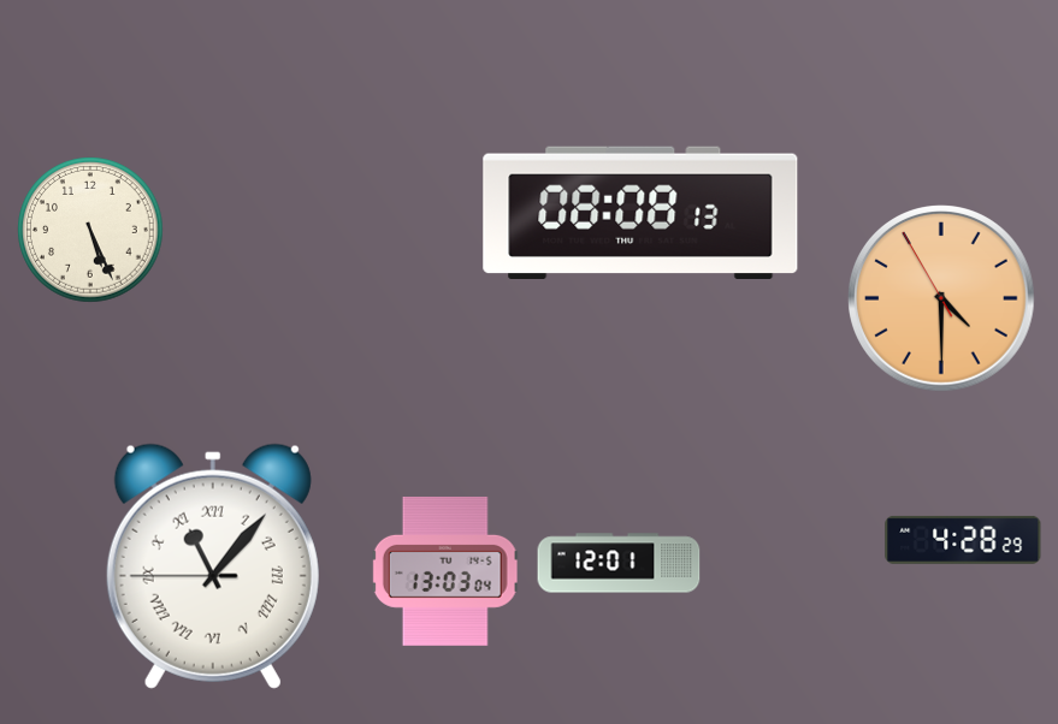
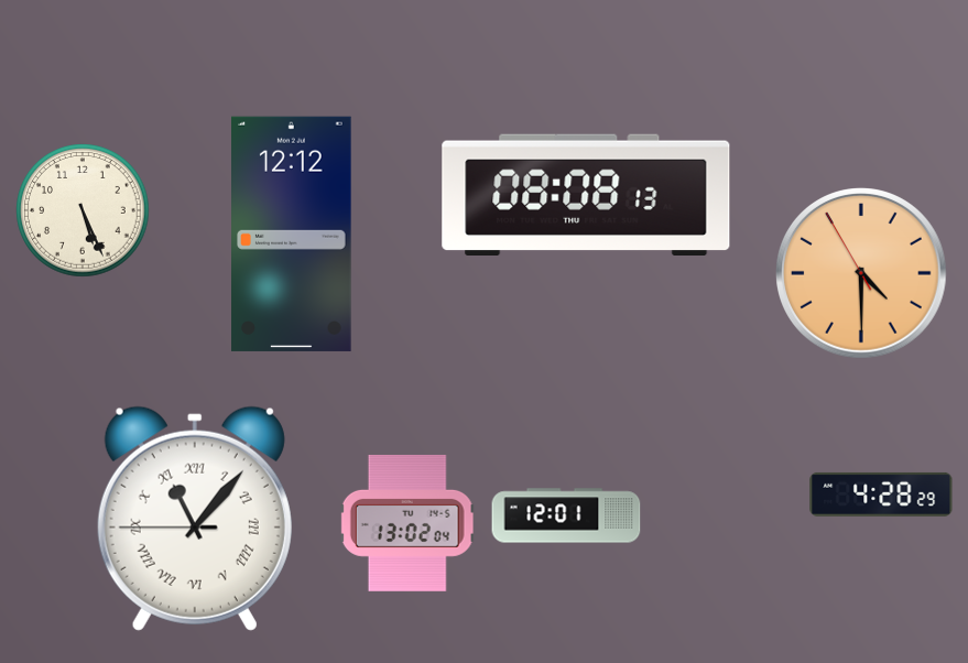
clock at (292, 233): none -> 12:12
clock at (445, 571): 13:03 -> 13:02
